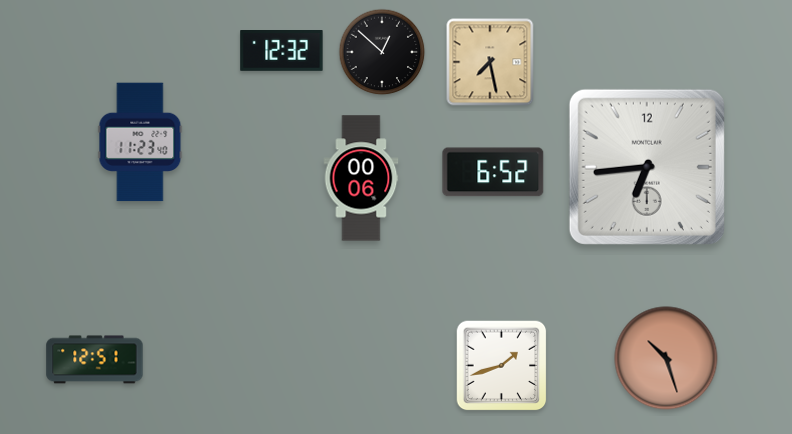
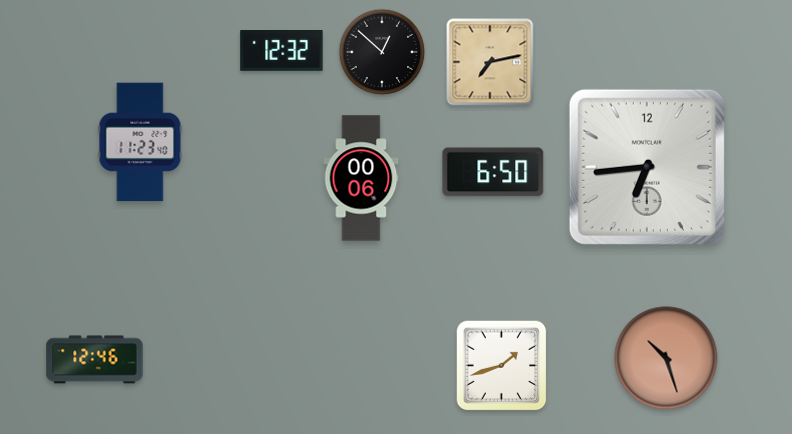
clock at (490, 62): 7:28 -> 7:13
clock at (493, 172): 6:52 -> 6:50
clock at (95, 360): 12:51 -> 12:46
